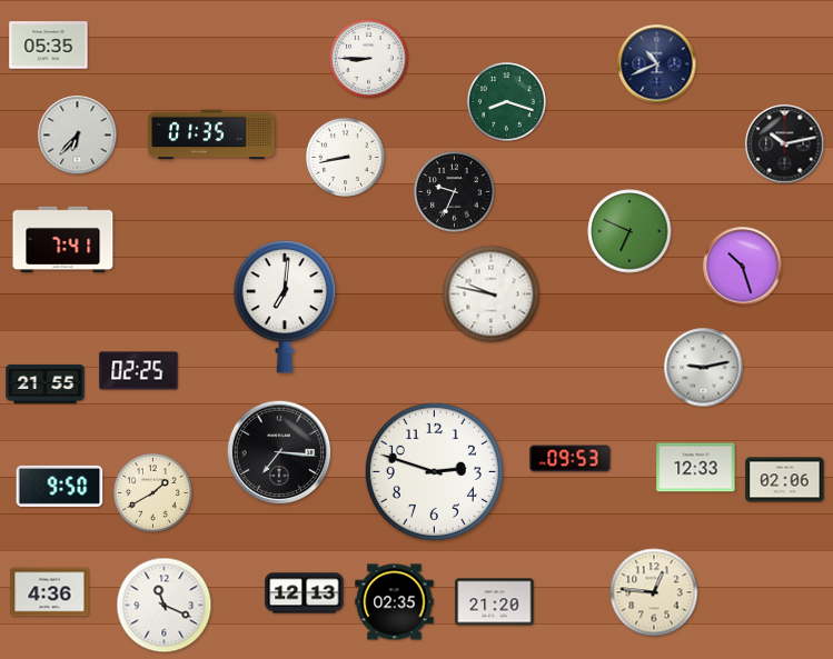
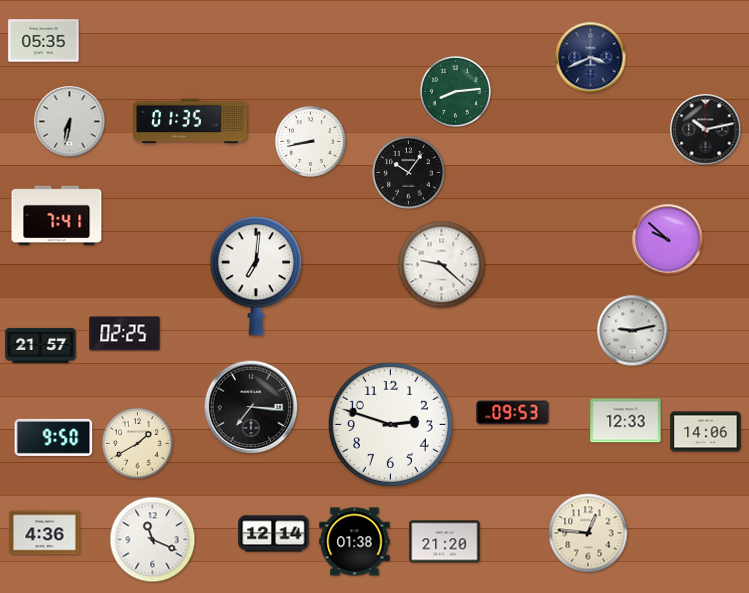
clock at (369, 59): 8:45 -> none
clock at (657, 64): 10:41 -> 3:41
clock at (507, 102): 8:18 -> 8:14
clock at (78, 136): 6:37 -> 6:32
clock at (455, 192): 9:34 -> 10:06
clock at (629, 231): 6:49 -> none
clock at (743, 267): 10:27 -> 9:52
clock at (492, 294): 9:47 -> 9:22
clock at (46, 383): 21:55 -> 21:57
clock at (785, 480): 02:06 -> 14:06
clock at (305, 593): 12:13 -> 12:14
clock at (395, 602): 02:35 -> 01:38
clock at (165, 606) position: (165, 606) -> (153, 540)
